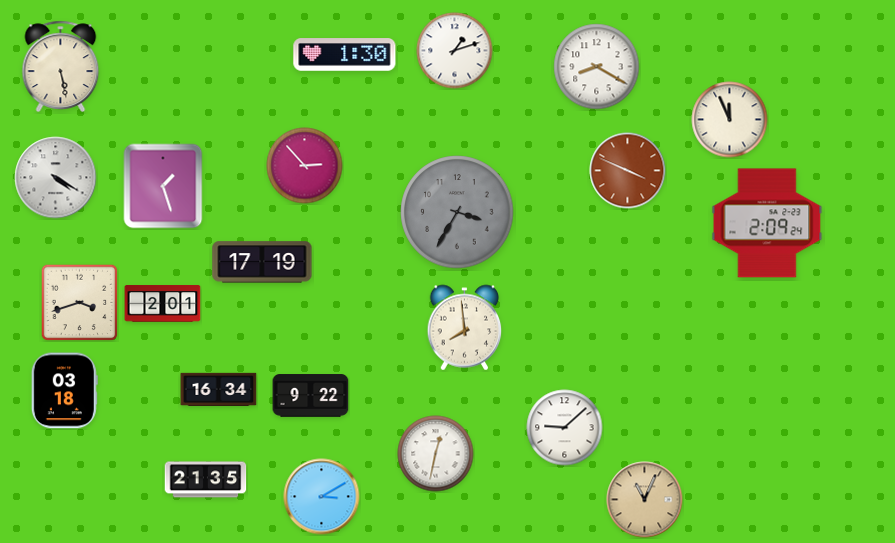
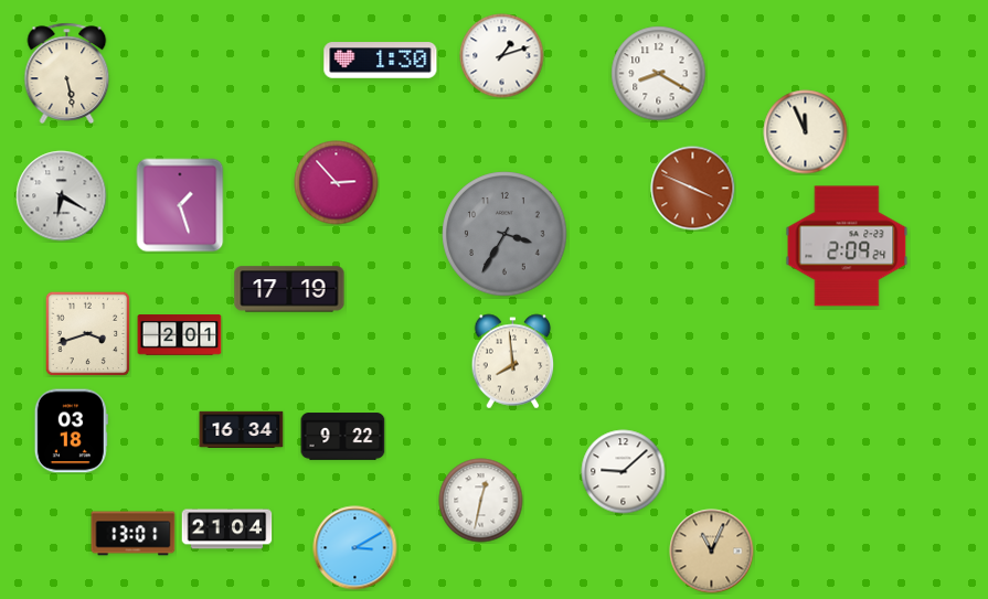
clock at (56, 178): 4:20 -> 6:20
clock at (206, 480): 21:35 -> 21:04
clock at (134, 534): none -> 13:01
